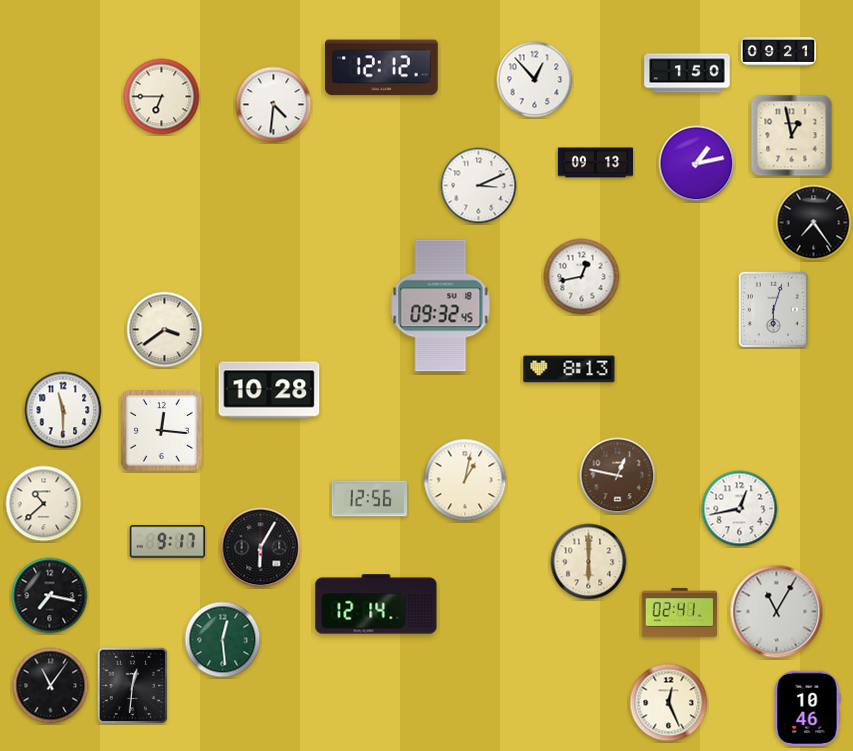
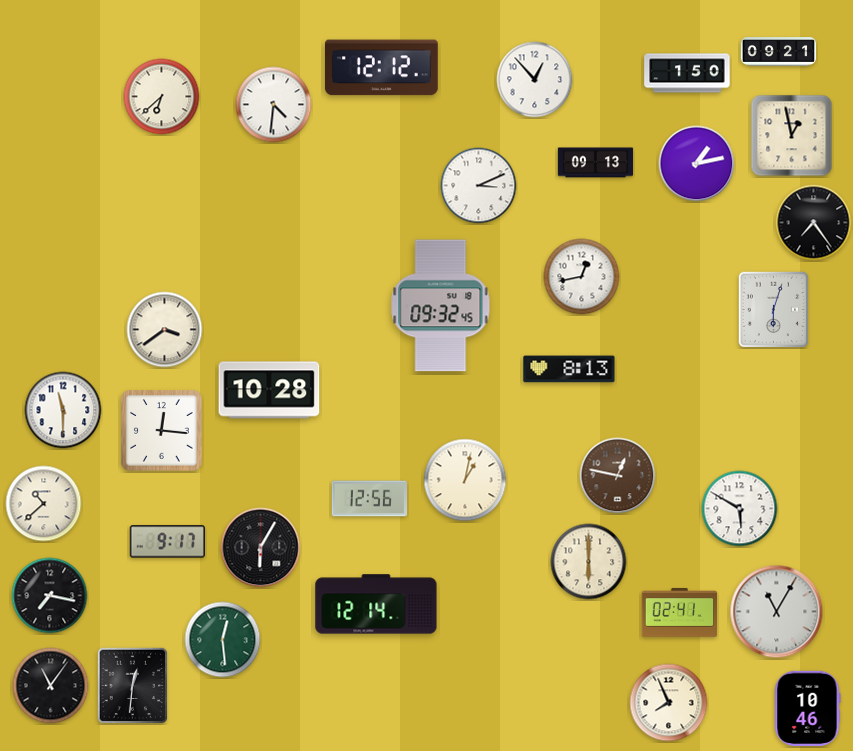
clock at (162, 97): 6:45 -> 6:38
clock at (740, 509): 12:43 -> 5:50
clock at (669, 703): 12:26 -> 7:56
